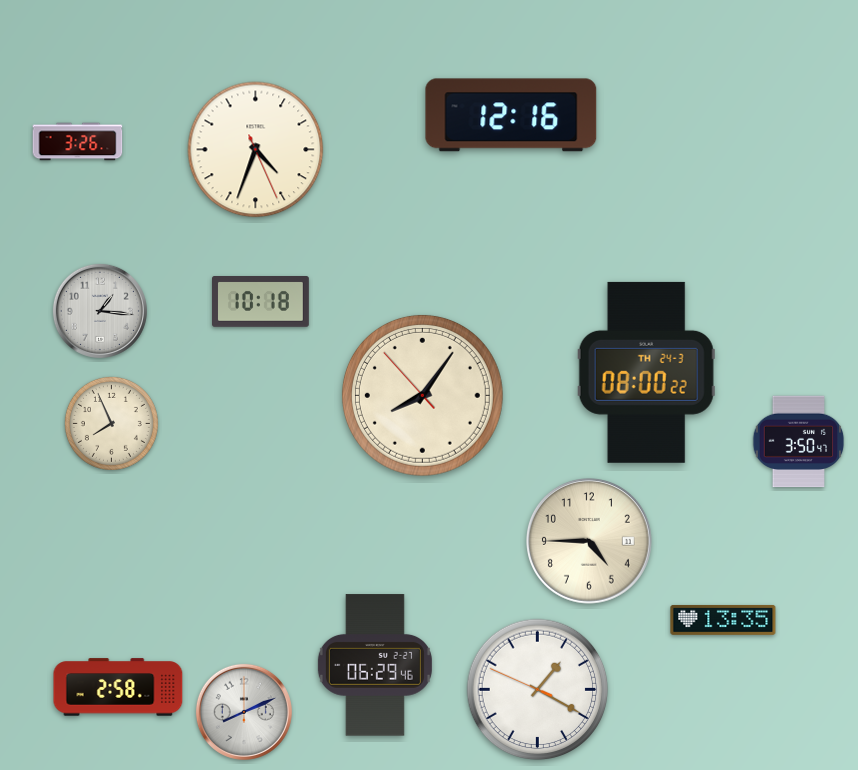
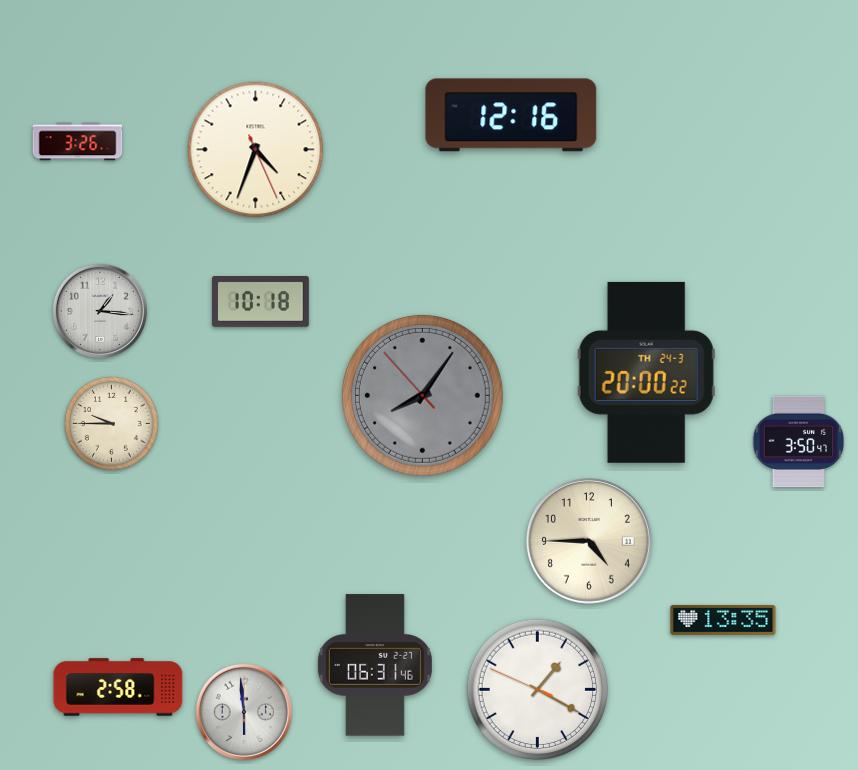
clock at (646, 372): 08:00 -> 20:00
clock at (422, 395) dial: cream -> grey
clock at (111, 423): 7:56 -> 9:45
clock at (375, 665): 06:29 -> 06:31
clock at (244, 712): 8:11 -> 5:59
